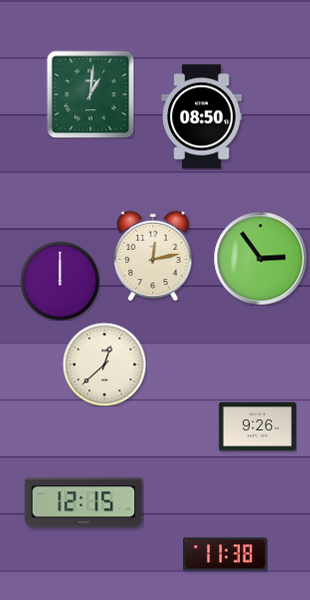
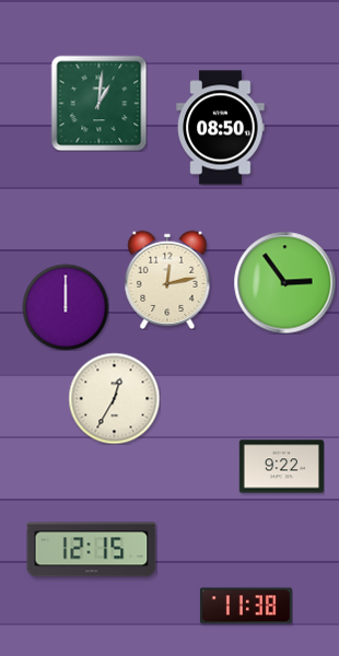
clock at (104, 364): 12:38 -> 12:35
clock at (257, 427): 9:26 -> 9:22
